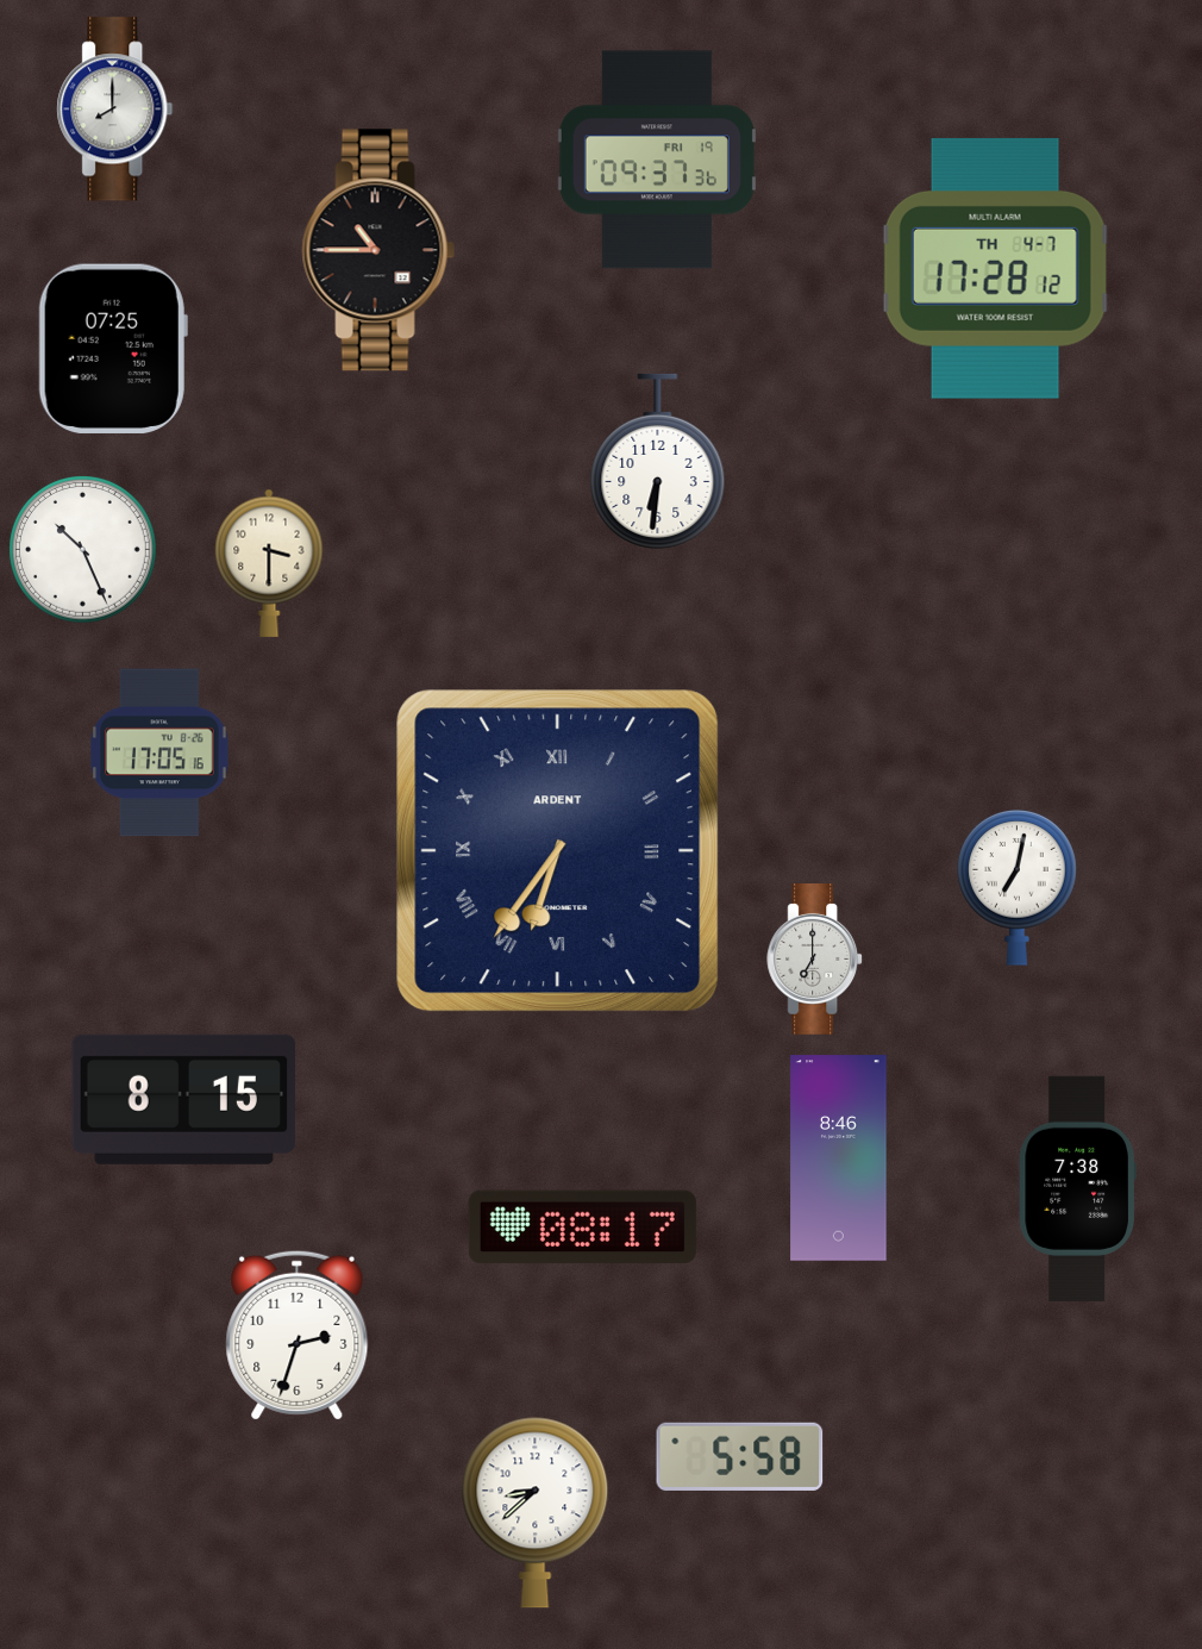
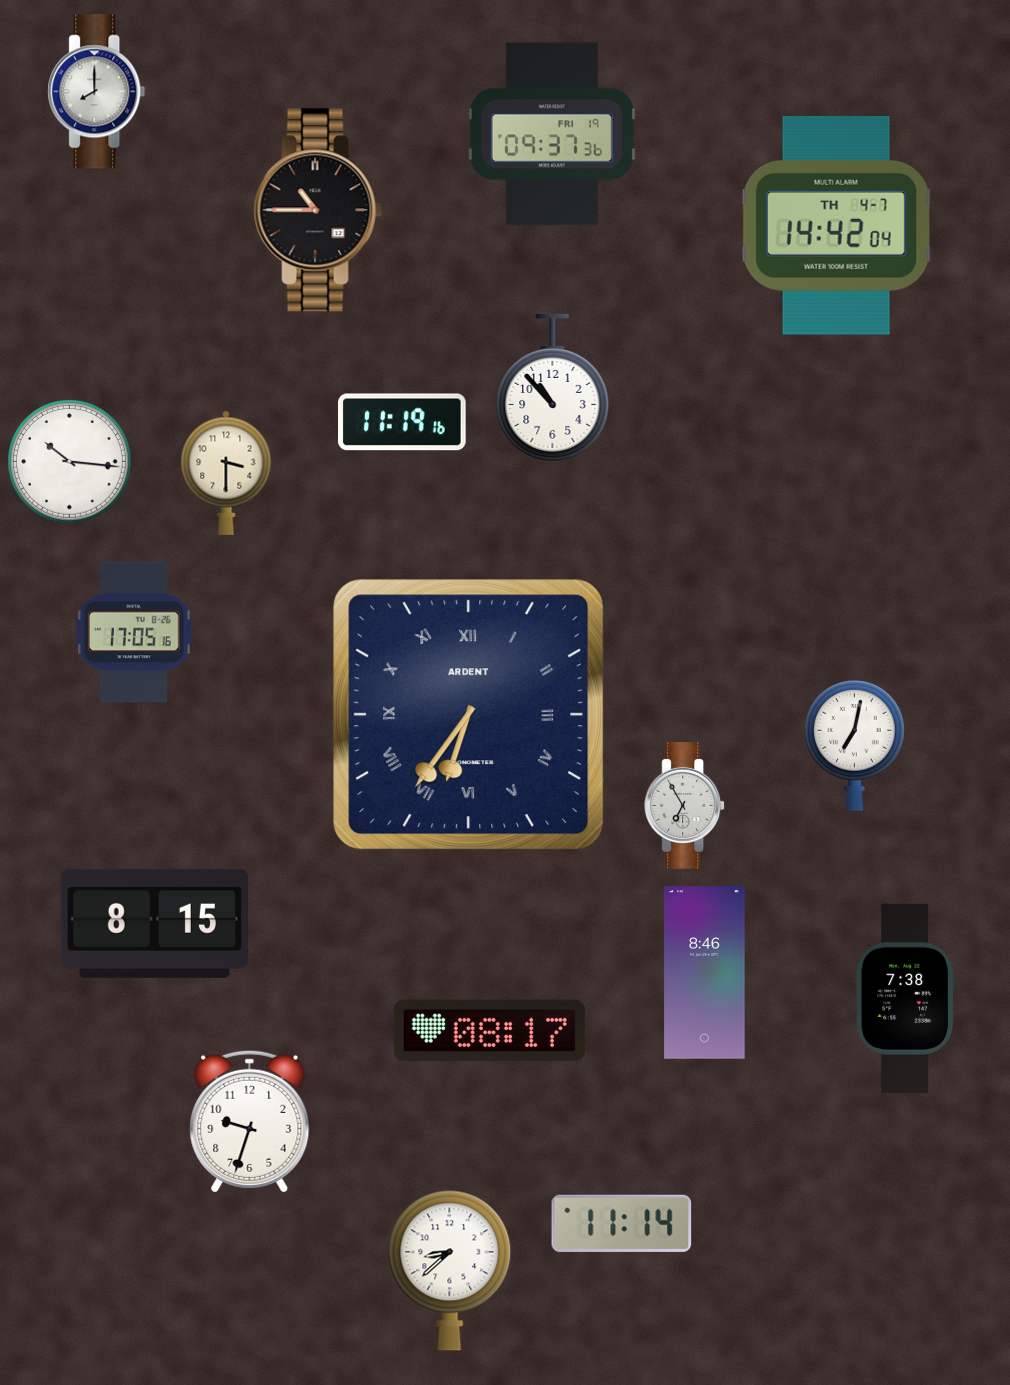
clock at (995, 269): 17:28 -> 14:42
clock at (113, 349): 07:25 -> none
clock at (658, 461): 6:31 -> 10:53
clock at (403, 422): none -> 11:19
clock at (83, 550): 10:26 -> 10:16
clock at (815, 960): 7:00 -> 6:55
clock at (298, 1335): 2:33 -> 9:33
clock at (740, 1456): 5:58 -> 11:14
